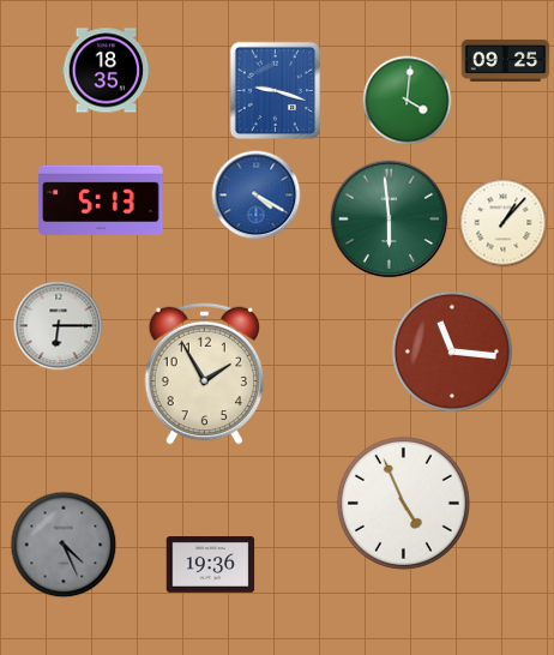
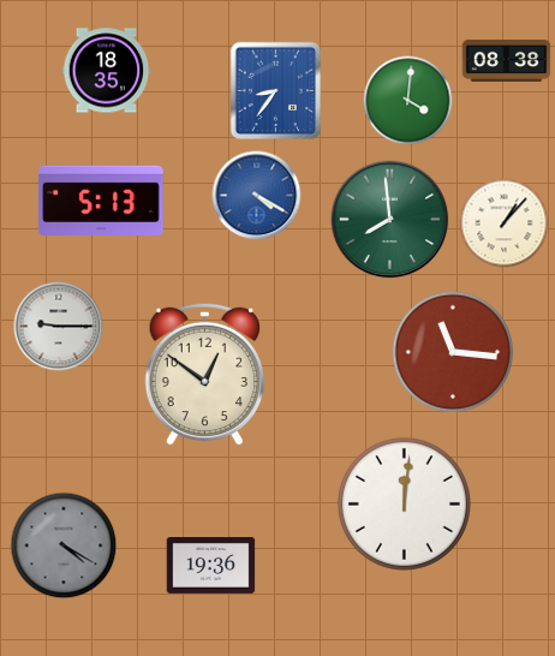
clock at (506, 60): 09:25 -> 08:38
clock at (275, 90): 9:18 -> 8:36
clock at (390, 220): 5:59 -> 7:59
clock at (59, 326): 6:15 -> 9:15
clock at (205, 373): 1:55 -> 12:51
clock at (403, 503): 4:56 -> 12:01
clock at (64, 545): 4:26 -> 4:20
